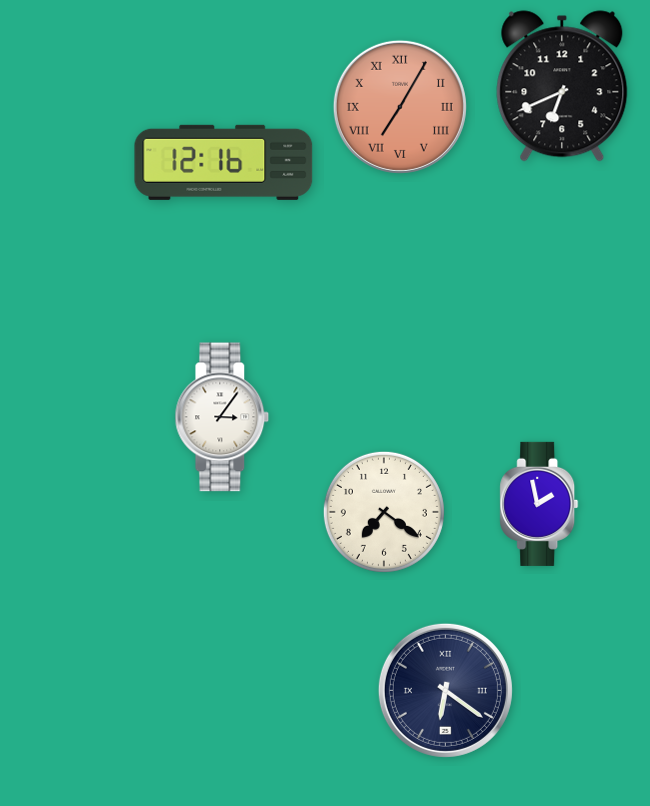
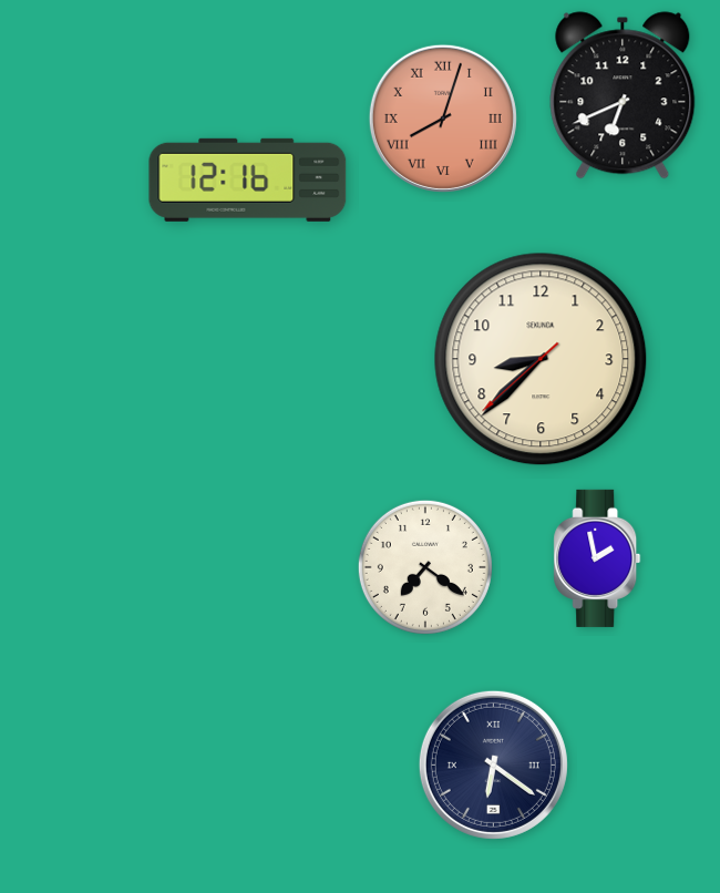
clock at (400, 107): 7:05 -> 8:03
clock at (541, 359): none -> 8:37
clock at (222, 417): 3:06 -> none
